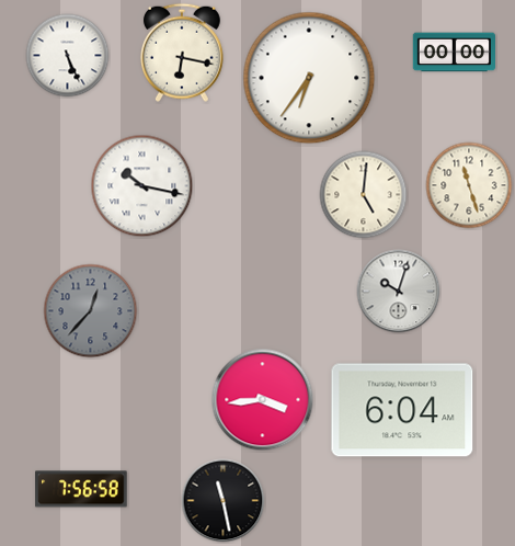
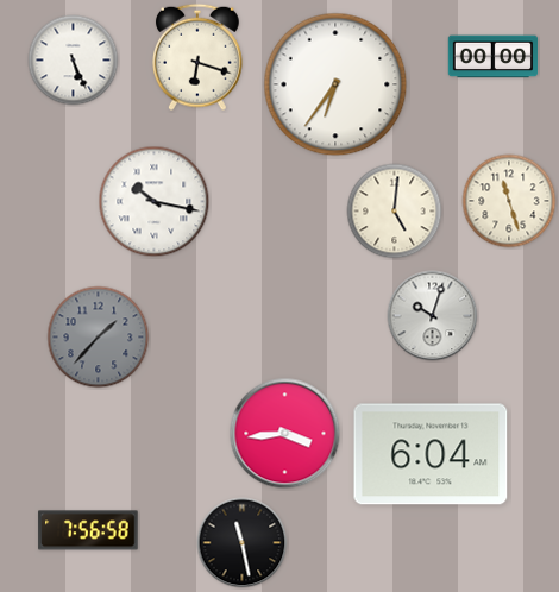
clock at (183, 53): 6:17 -> 6:18
clock at (91, 311): 12:37 -> 1:37
clock at (402, 410) position: (402, 410) -> (431, 454)
